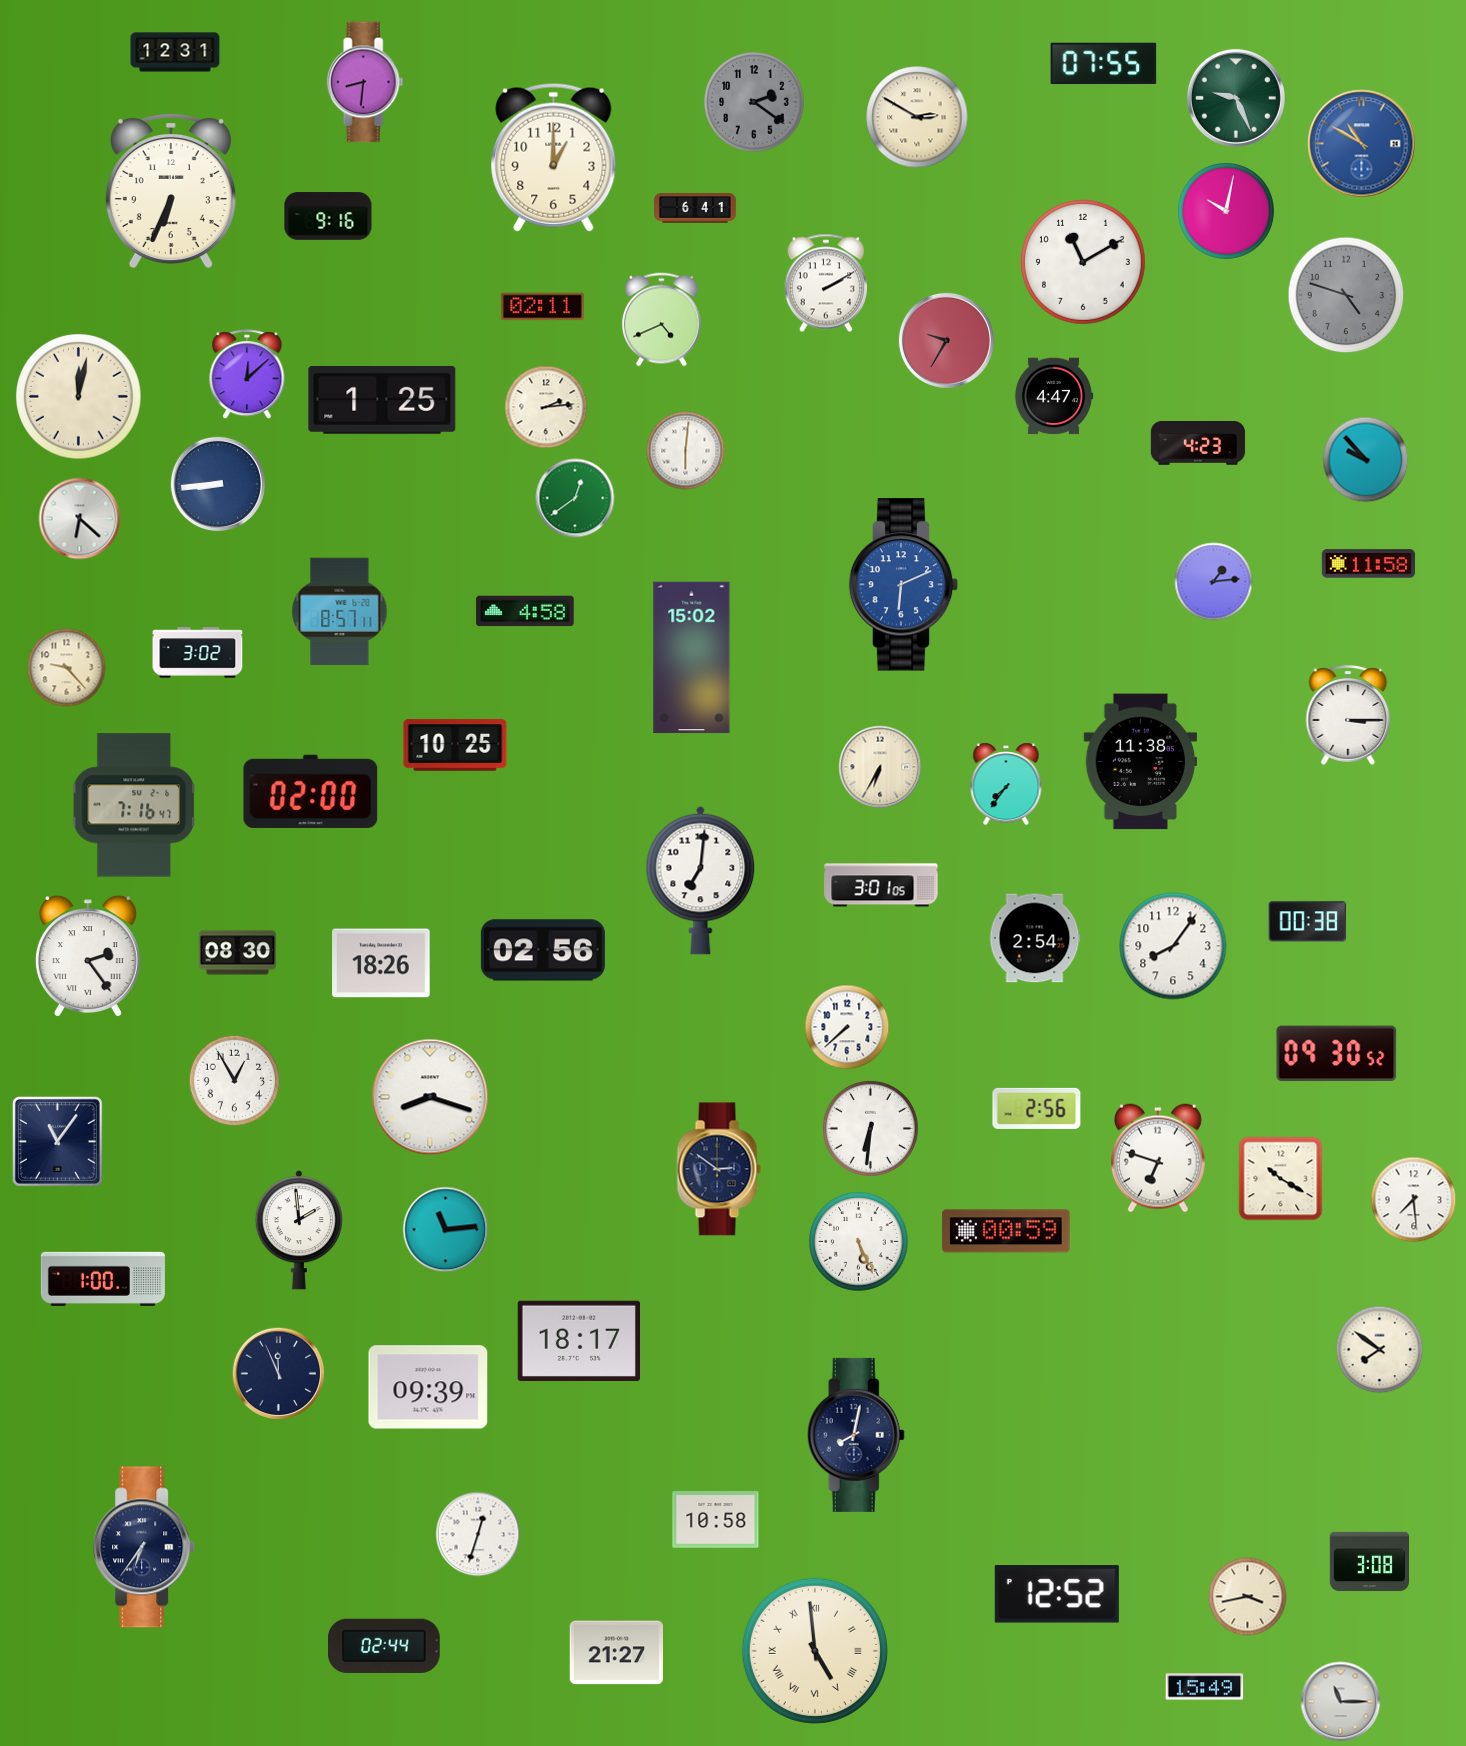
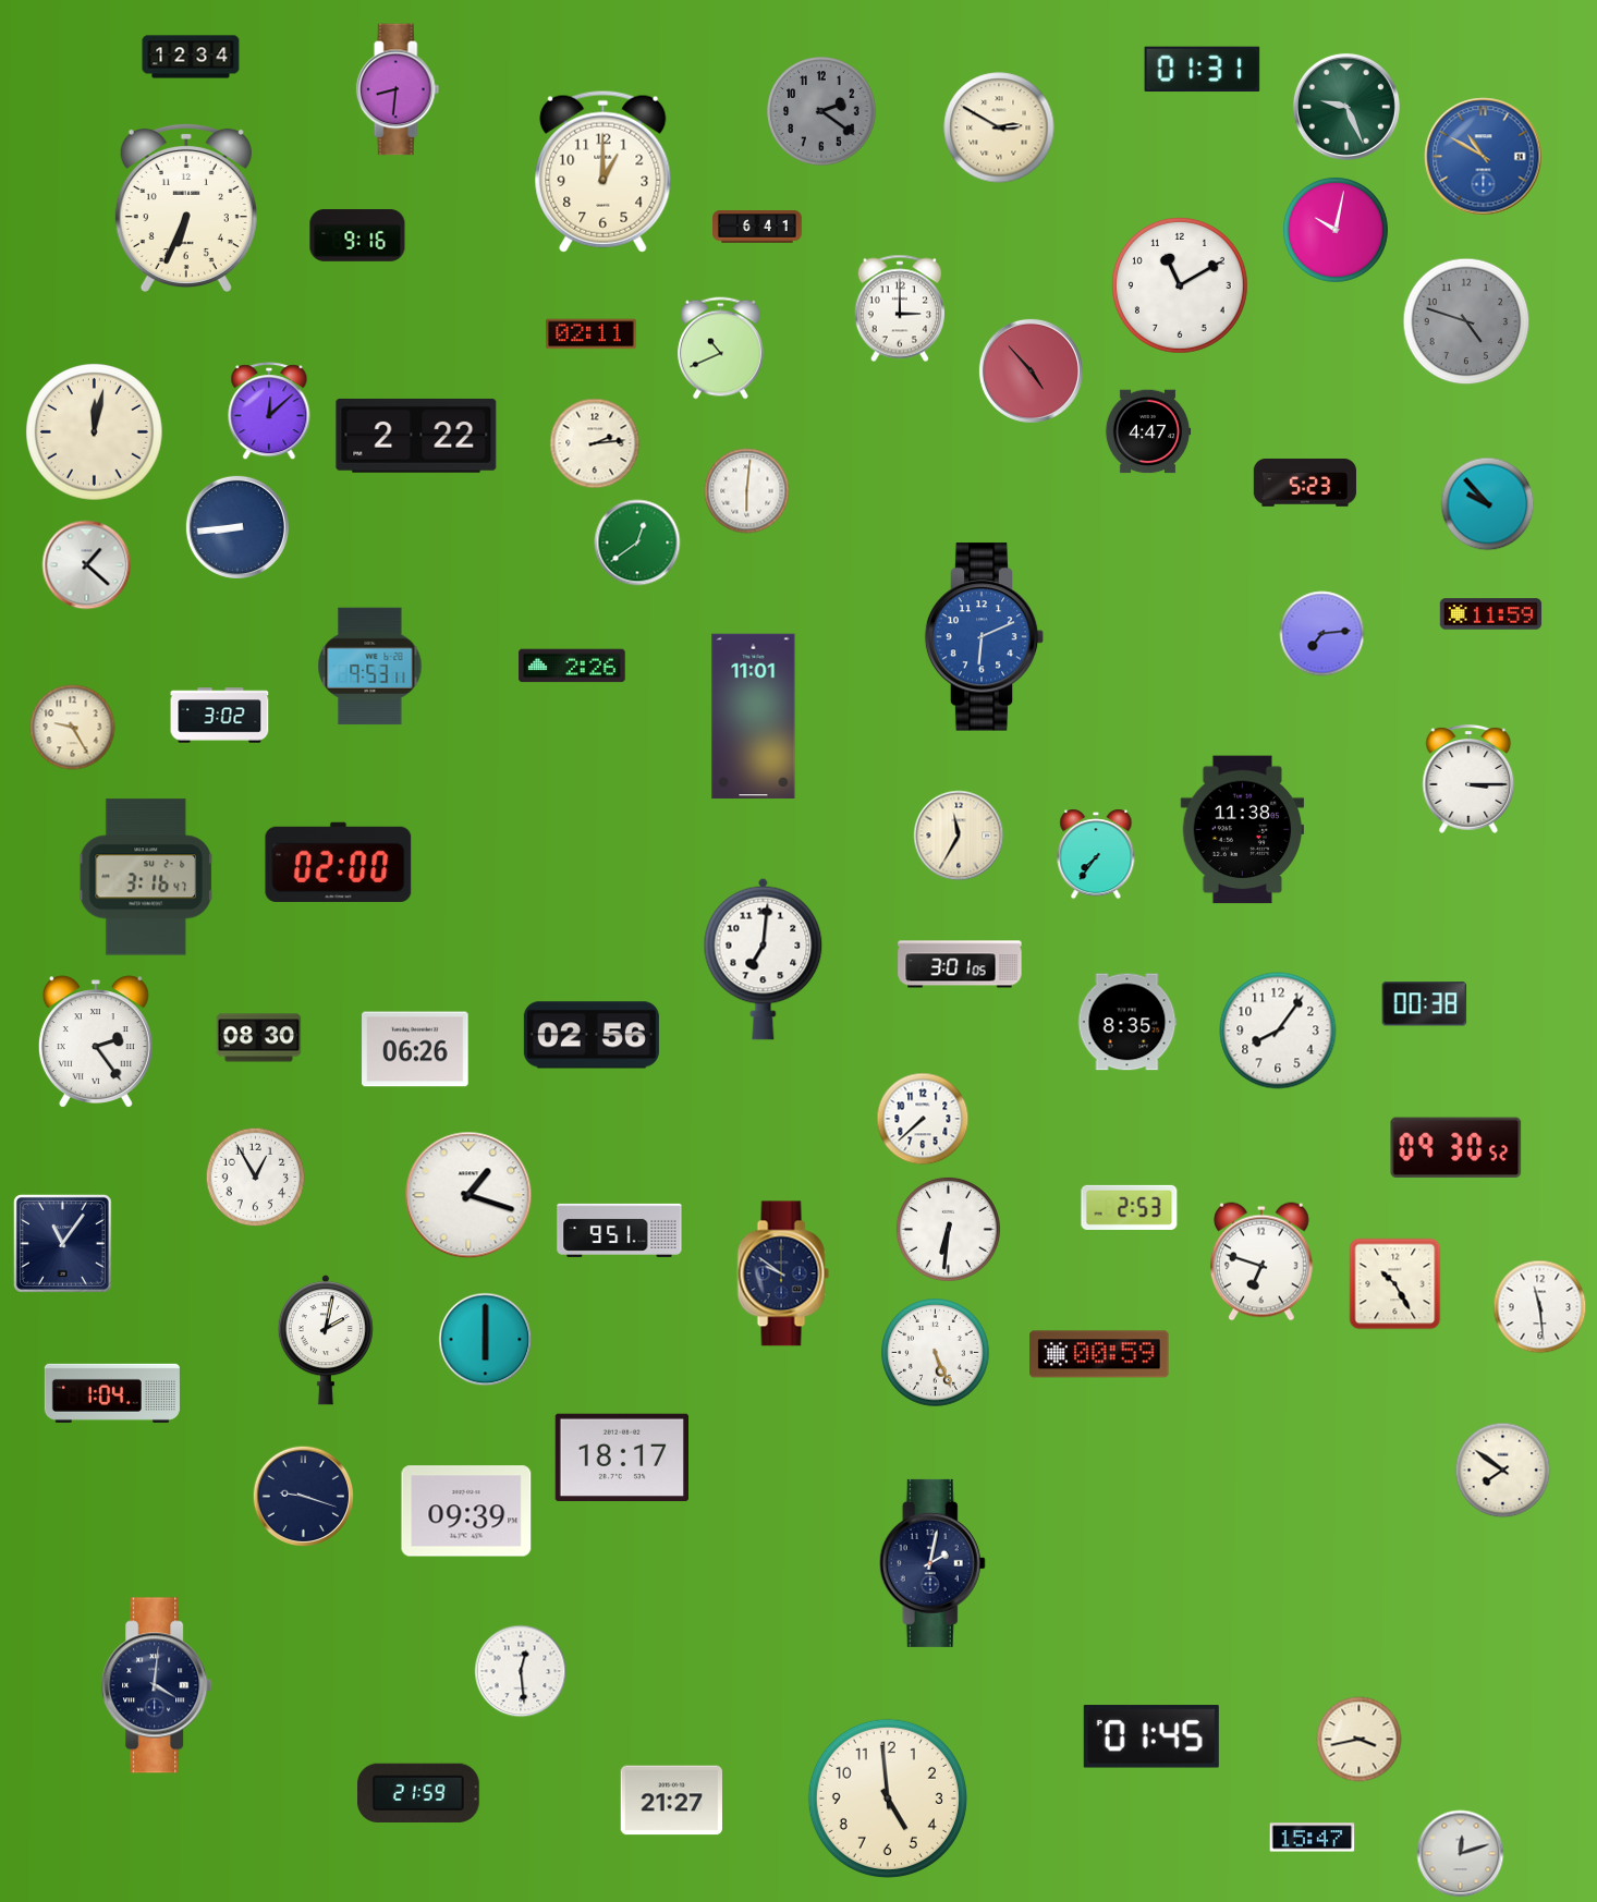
clock at (175, 52): 12:31 -> 12:34
clock at (1104, 64): 07:55 -> 01:31
clock at (825, 283): 2:10 -> 3:00
clock at (661, 320): 4:41 -> 10:41
clock at (946, 340): 9:35 -> 4:53
clock at (247, 375) position: (247, 375) -> (269, 412)
clock at (79, 397) position: (79, 397) -> (95, 432)
clock at (382, 400): 1:25 -> 2:22
clock at (1198, 443): 4:23 -> 5:23
clock at (1366, 460) position: (1366, 460) -> (1488, 504)
clock at (575, 498) position: (575, 498) -> (637, 542)
clock at (80, 519): 6:22 -> 1:22
clock at (1369, 564): 11:58 -> 11:59
clock at (1214, 582): 1:14 -> 7:14
clock at (525, 611): 4:58 -> 2:26
clock at (340, 612): 8:57 -> 9:53
clock at (198, 653) position: (198, 653) -> (220, 716)
clock at (692, 658): 15:02 -> 11:01
clock at (67, 668): 9:23 -> 9:25
clock at (455, 745): 10:25 -> none
clock at (880, 767): 6:35 -> 11:35
clock at (134, 805): 7:16 -> 3:16
clock at (1035, 938): 2:54 -> 8:35
clock at (381, 963): 18:26 -> 06:26
clock at (430, 1097): 8:18 -> 1:18
clock at (1037, 1108): 2:56 -> 2:53
clock at (620, 1230): none -> 9:51
clock at (719, 1169): 2:51 -> 9:51
clock at (1281, 1179): 10:20 -> 10:25
clock at (1414, 1200): 7:29 -> 11:29
clock at (299, 1230): 1:59 -> 2:02
clock at (446, 1230): 11:14 -> 6:00
clock at (1006, 1231) position: (1006, 1231) -> (1099, 1354)
clock at (103, 1279): 1:00 -> 1:04
clock at (578, 1341) position: (578, 1341) -> (621, 1458)
clock at (279, 1374): 11:56 -> 9:18
clock at (856, 1435): 8:02 -> 2:02
clock at (716, 1520): 10:58 -> none
clock at (478, 1534): 12:33 -> 12:29
clock at (145, 1547): 6:36 -> 4:01
clock at (1369, 1562): 3:08 -> none
clock at (1057, 1594): 12:52 -> 01:45
clock at (385, 1646): 02:44 -> 21:59
clock at (815, 1651) numerals: Roman -> Arabic
clock at (1205, 1687): 15:49 -> 15:47
clock at (1341, 1702): 11:15 -> 12:12
